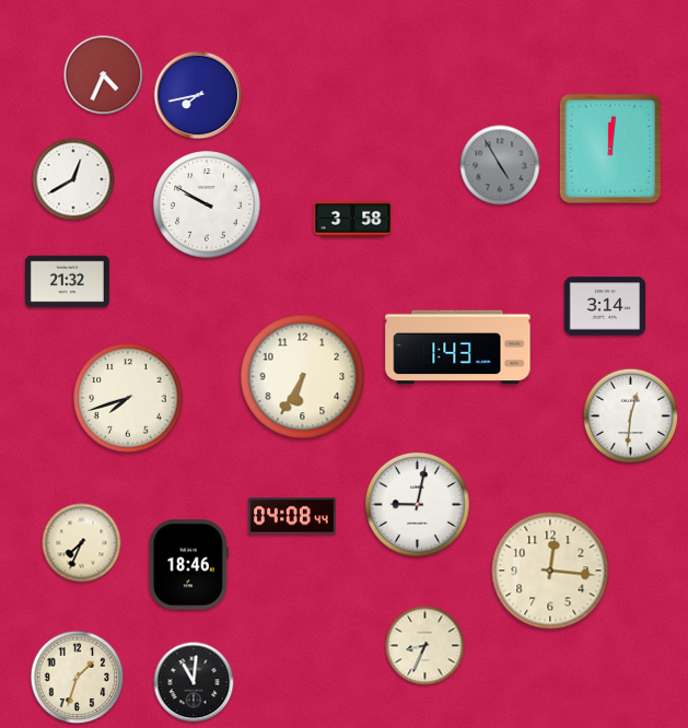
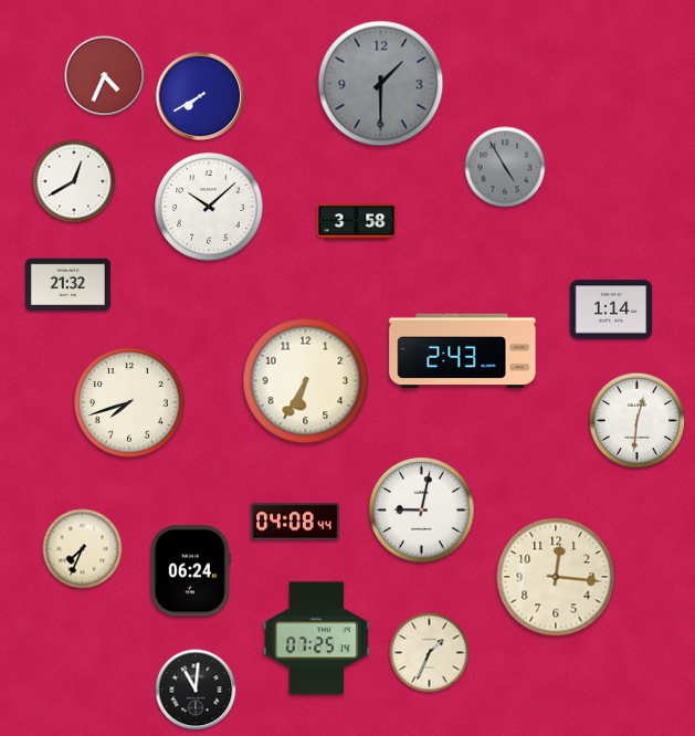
clock at (381, 84): none -> 1:30
clock at (198, 95): 7:43 -> 7:40
clock at (610, 149): 12:01 -> none
clock at (207, 204): 9:50 -> 10:08
clock at (605, 306): 3:14 -> 1:14
clock at (458, 348): 1:43 -> 2:43
clock at (188, 565): 18:46 -> 06:24
clock at (316, 639): none -> 07:25
clock at (425, 646): 8:34 -> 1:34
clock at (78, 678): 1:33 -> none
